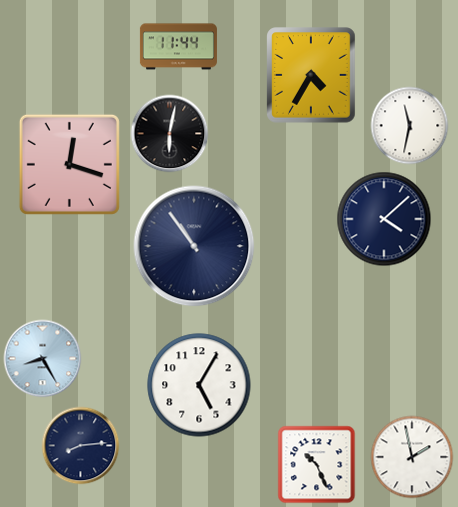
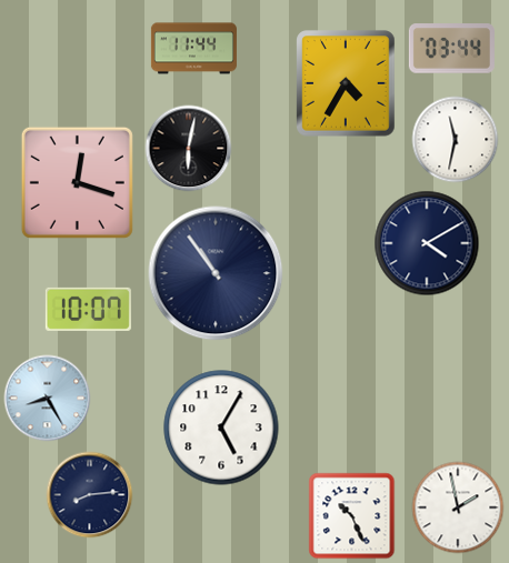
clock at (451, 49): none -> 03:44
clock at (178, 47) position: (178, 47) -> (193, 49)
clock at (384, 219): 4:08 -> 4:10
clock at (88, 309): none -> 10:07
